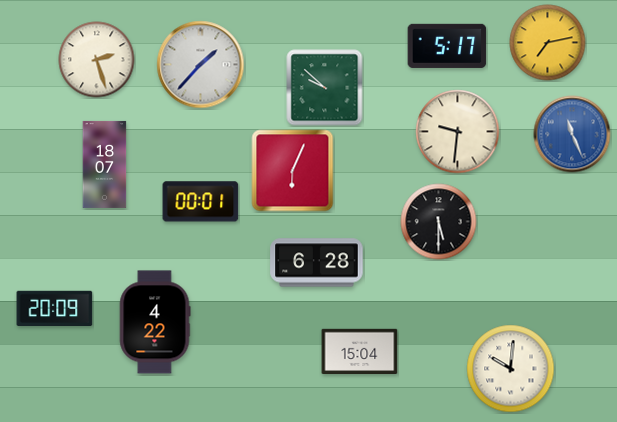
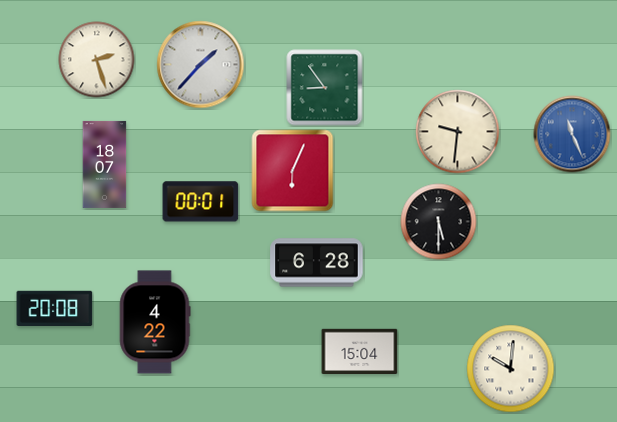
clock at (548, 43): 7:13 -> none
clock at (447, 46): 5:17 -> none
clock at (325, 88): 9:52 -> 8:54
clock at (55, 308): 20:09 -> 20:08
